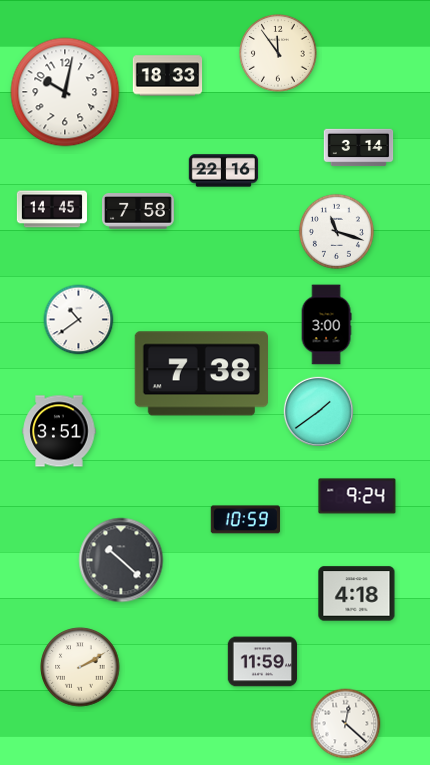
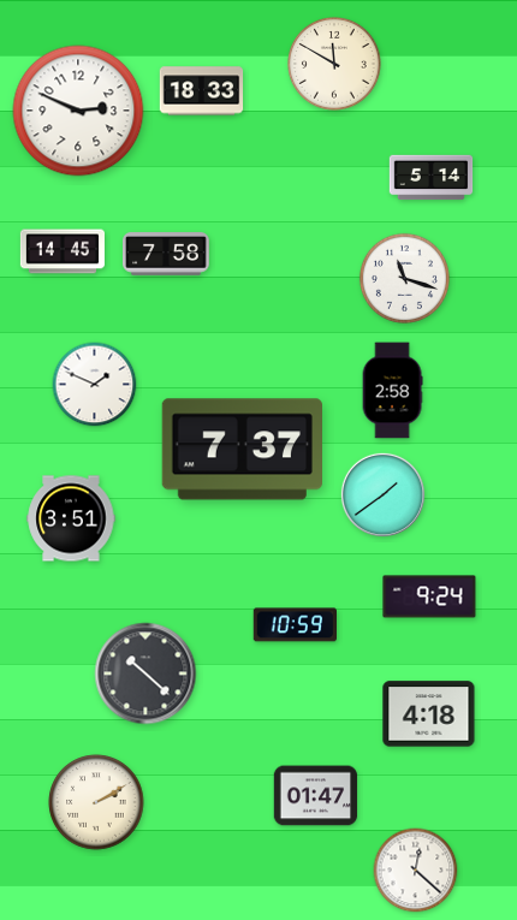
clock at (279, 54): 11:54 -> 11:50
clock at (65, 92): 10:02 -> 2:49
clock at (359, 148): 3:14 -> 5:14
clock at (224, 171): 22:16 -> none
clock at (79, 320): 10:39 -> 1:49
clock at (326, 325): 3:00 -> 2:58
clock at (201, 374): 7:38 -> 7:37
clock at (263, 662): 11:59 -> 01:47
